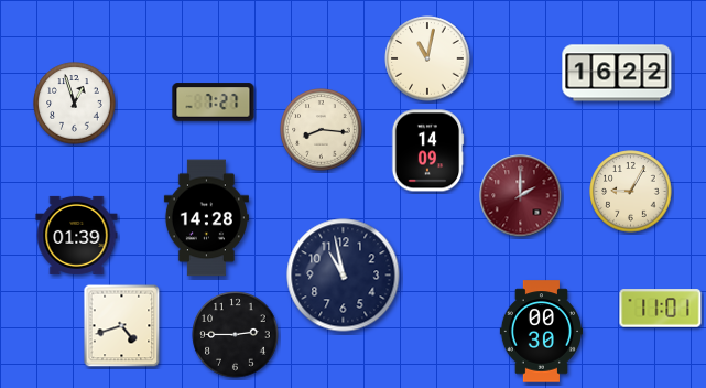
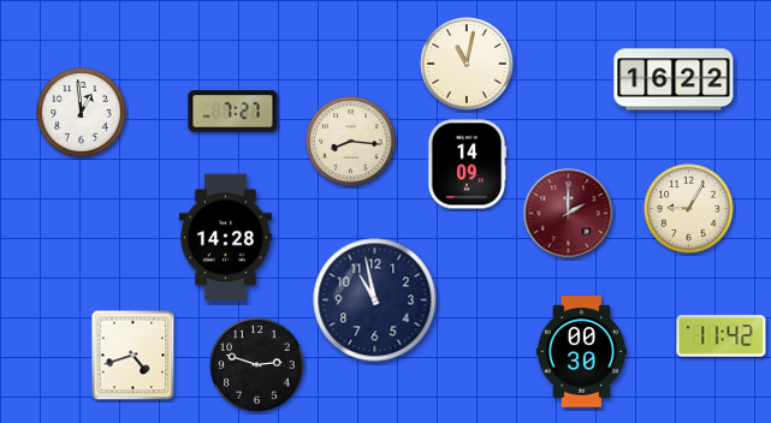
clock at (75, 104): 12:57 -> 12:59
clock at (77, 235): 01:39 -> none
clock at (661, 309): 11:01 -> 11:42
clock at (541, 332) position: (541, 332) -> (581, 352)
clock at (236, 335): 2:45 -> 2:48
